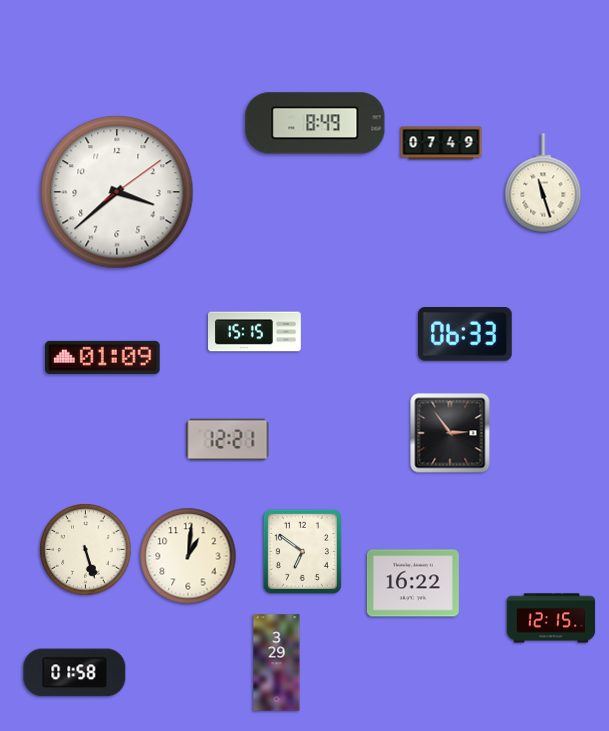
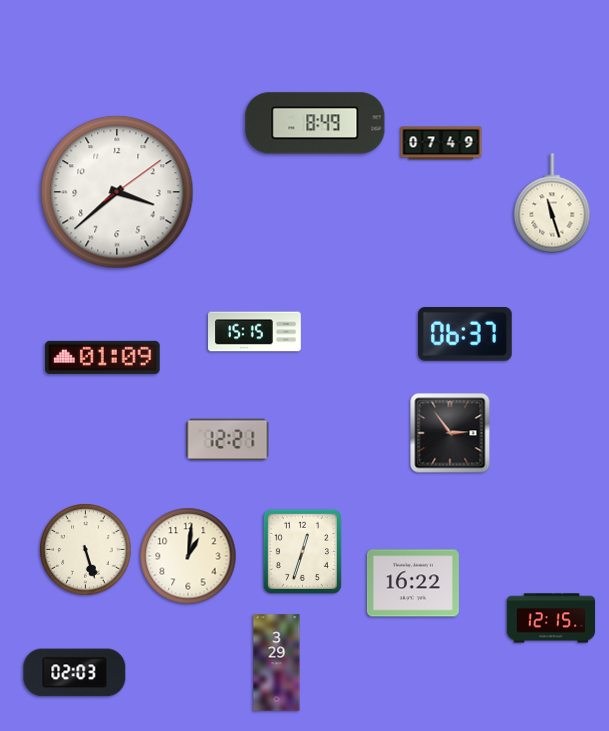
clock at (543, 183) position: (543, 183) -> (552, 203)
clock at (466, 334): 06:33 -> 06:37
clock at (302, 551): 6:51 -> 12:33
clock at (75, 673): 01:58 -> 02:03
